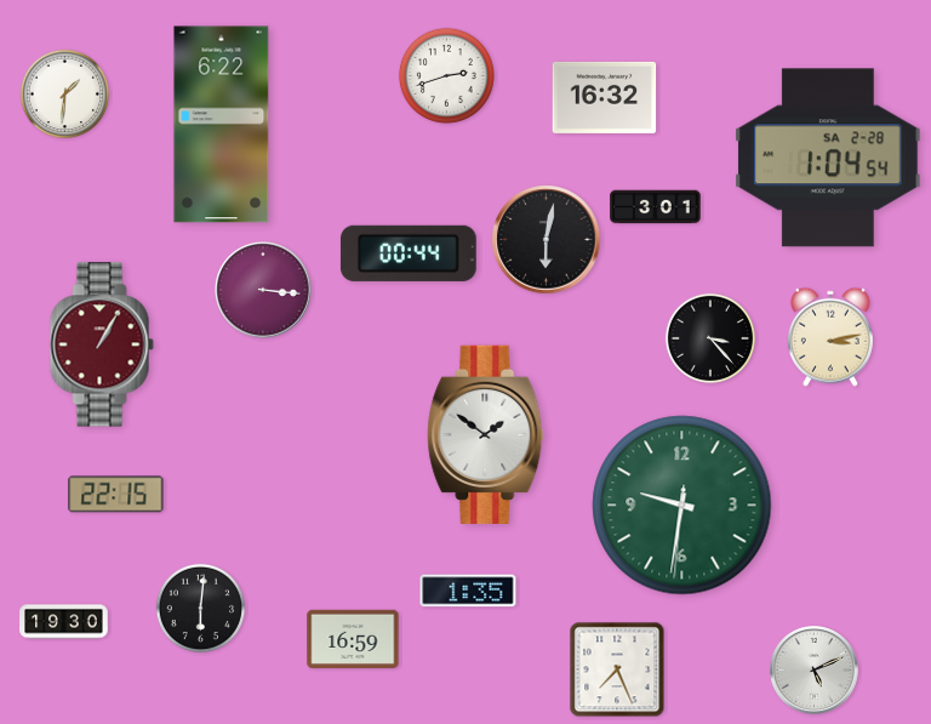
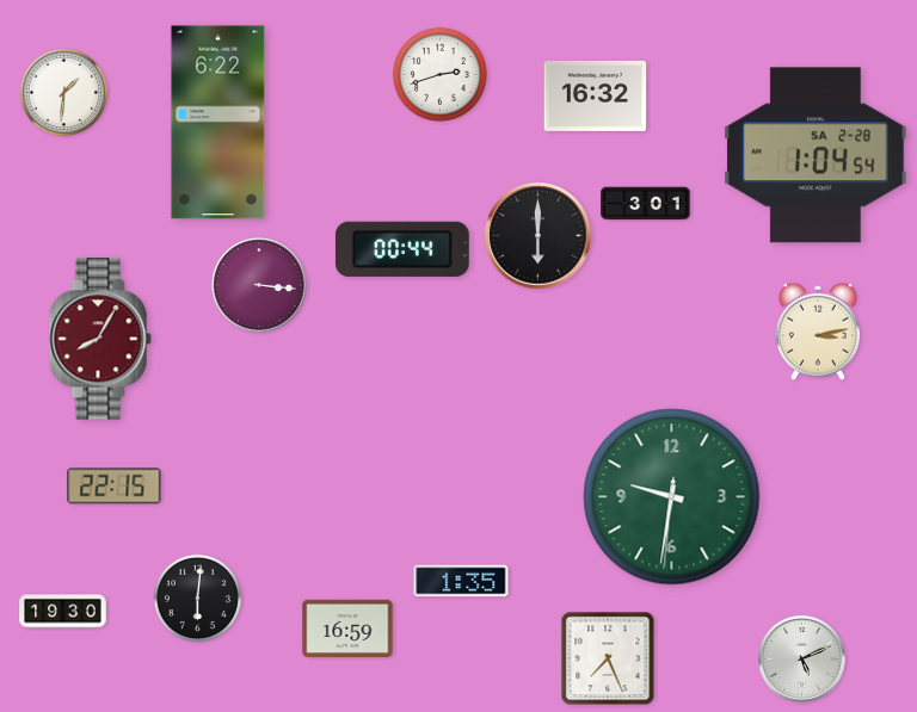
clock at (547, 240): 6:02 -> 6:00
clock at (709, 337): 3:23 -> none
clock at (102, 344): 1:05 -> 8:05
clock at (486, 434): 1:51 -> none
